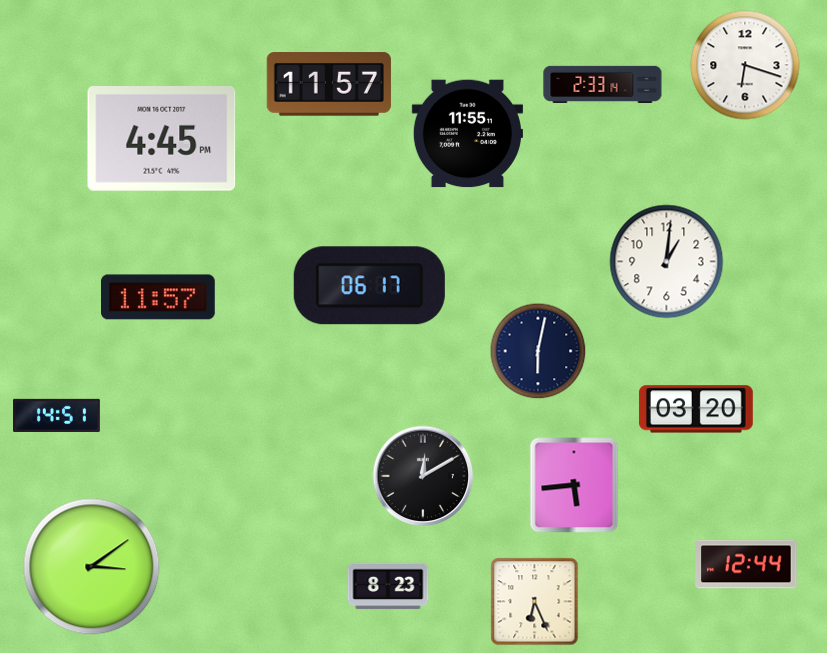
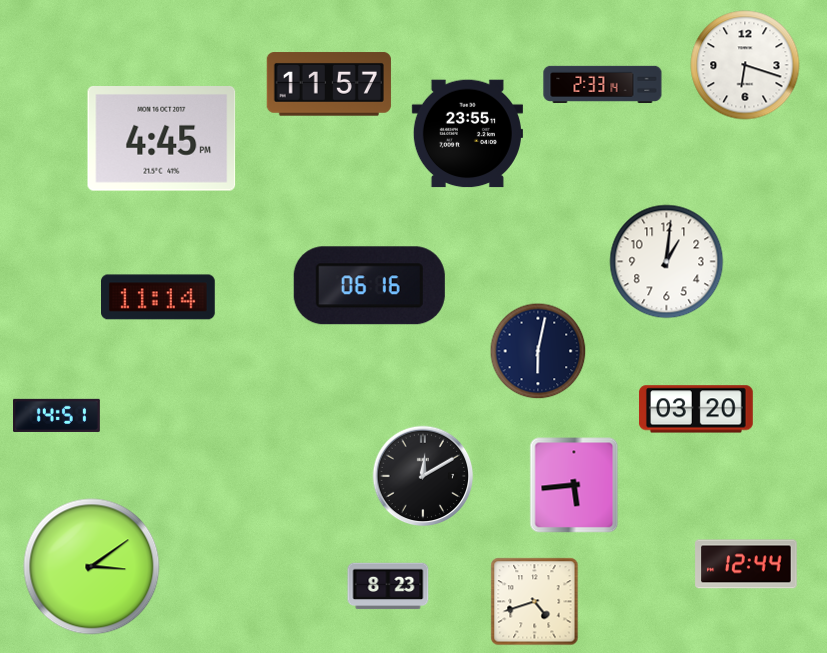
clock at (467, 134): 11:55 -> 23:55
clock at (369, 286): 06:17 -> 06:16
clock at (159, 297): 11:57 -> 11:14
clock at (535, 602): 6:26 -> 4:42
